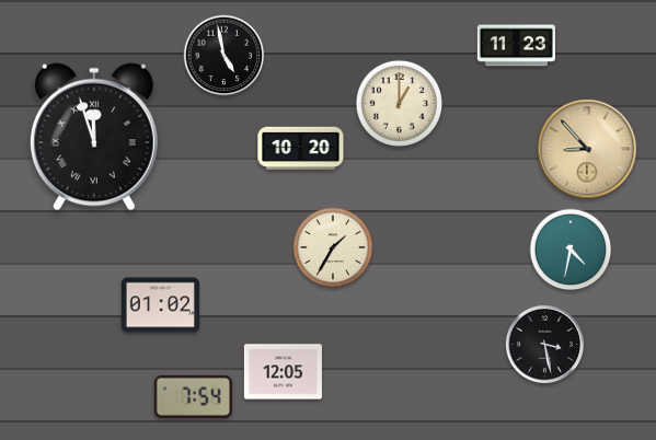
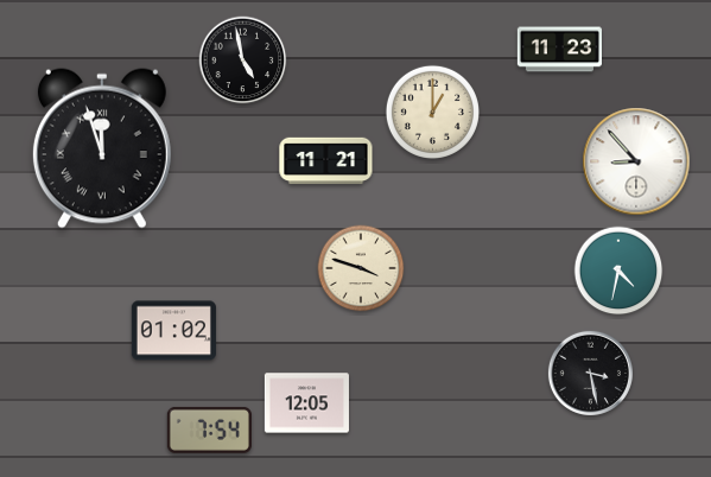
clock at (301, 149): 10:20 -> 11:21
clock at (587, 149) dial: champagne -> white
clock at (333, 247): 1:35 -> 3:48
